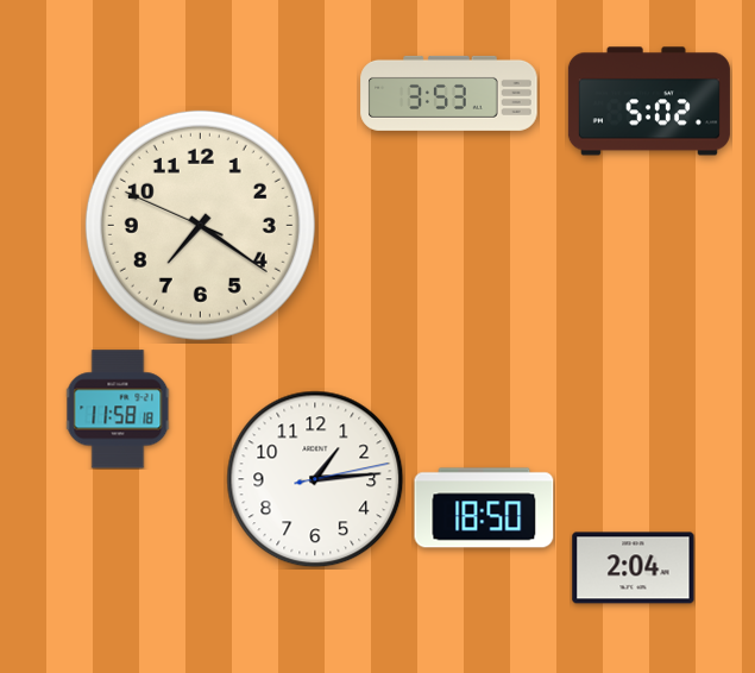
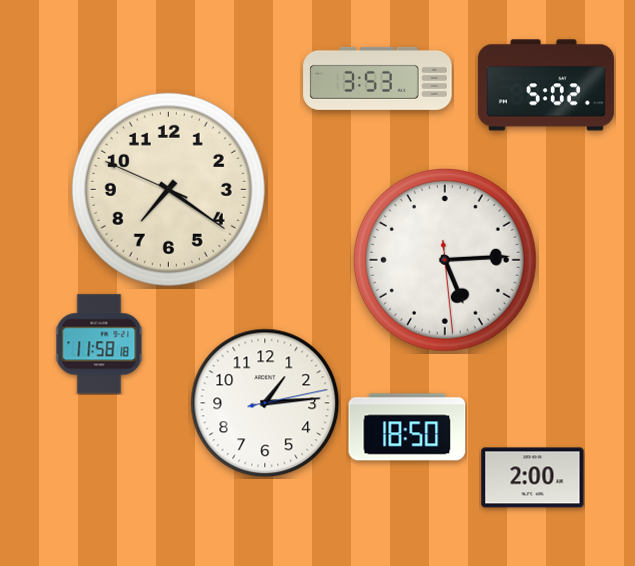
clock at (445, 260): none -> 5:14
clock at (634, 568): 2:04 -> 2:00
